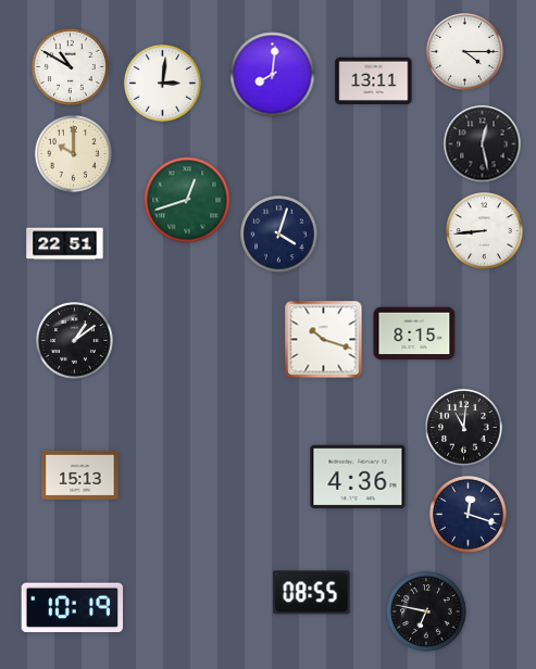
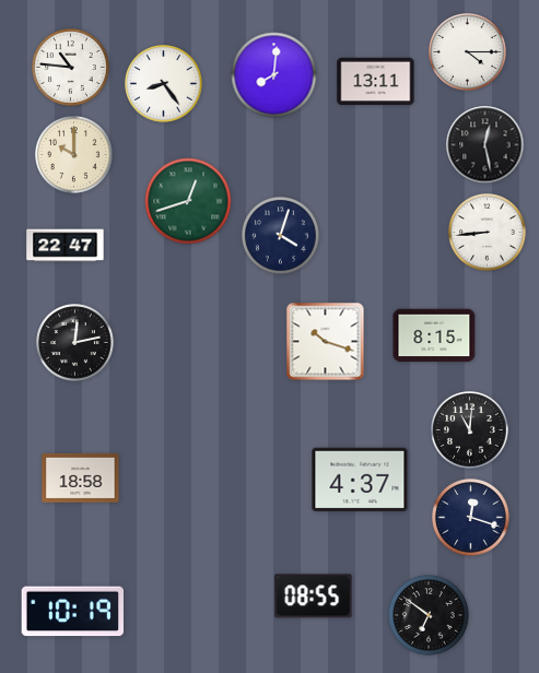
clock at (71, 67): 10:50 -> 10:46
clock at (163, 84): 3:01 -> 8:24
clock at (65, 244): 22:51 -> 22:47
clock at (414, 333) position: (414, 333) -> (434, 335)
clock at (75, 341): 1:09 -> 12:13
clock at (464, 428) position: (464, 428) -> (470, 430)
clock at (80, 475): 15:13 -> 18:58
clock at (358, 477): 4:36 -> 4:37
clock at (426, 611): 6:47 -> 6:51
